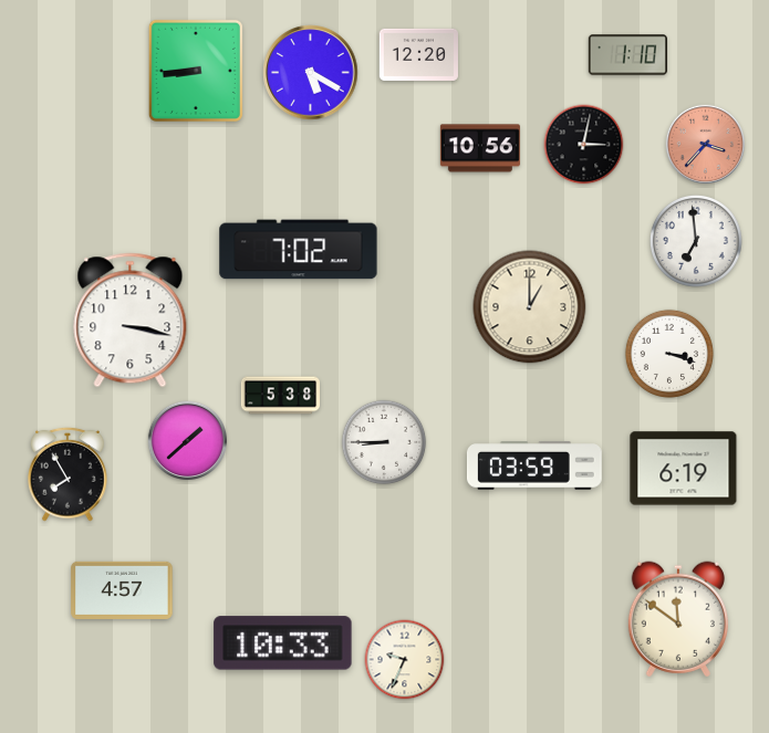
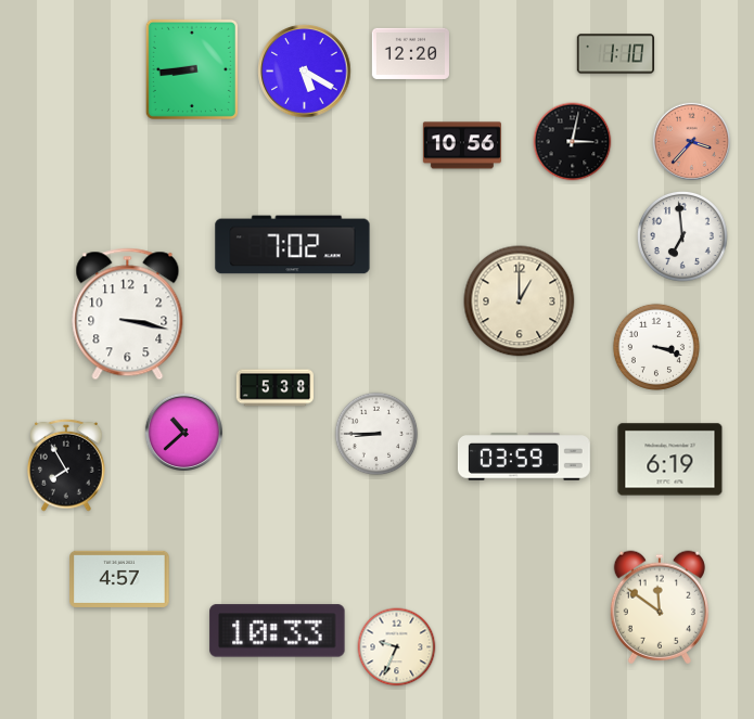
clock at (480, 148) position: (480, 148) -> (462, 145)
clock at (187, 440): 1:38 -> 10:38
clock at (678, 619) position: (678, 619) -> (660, 607)
